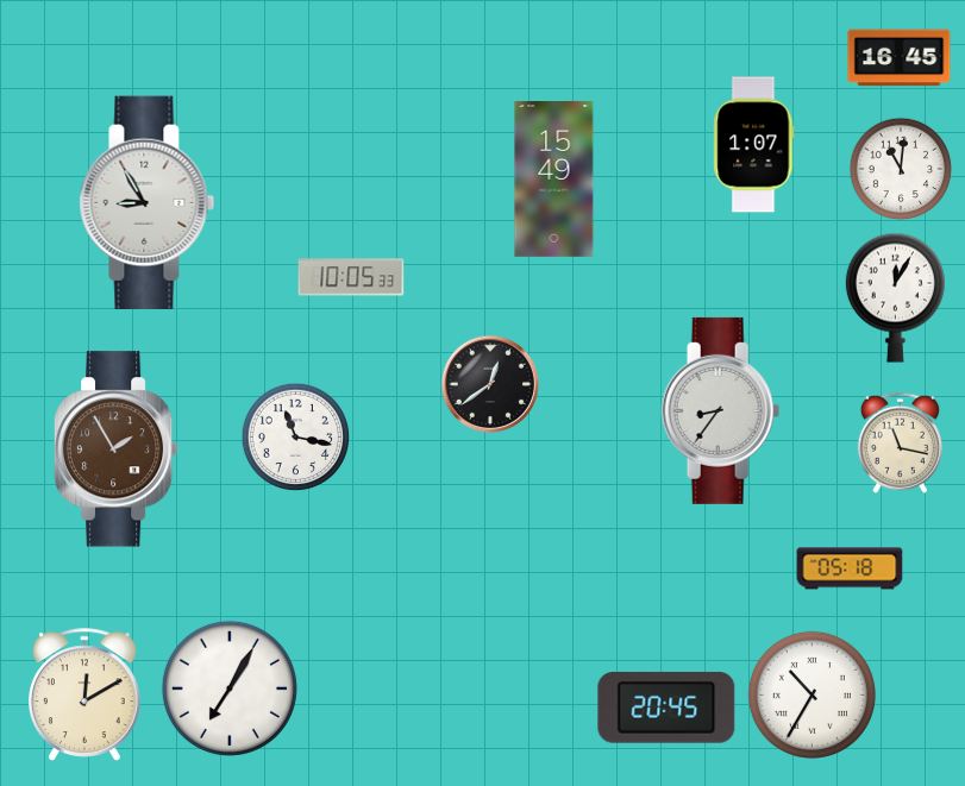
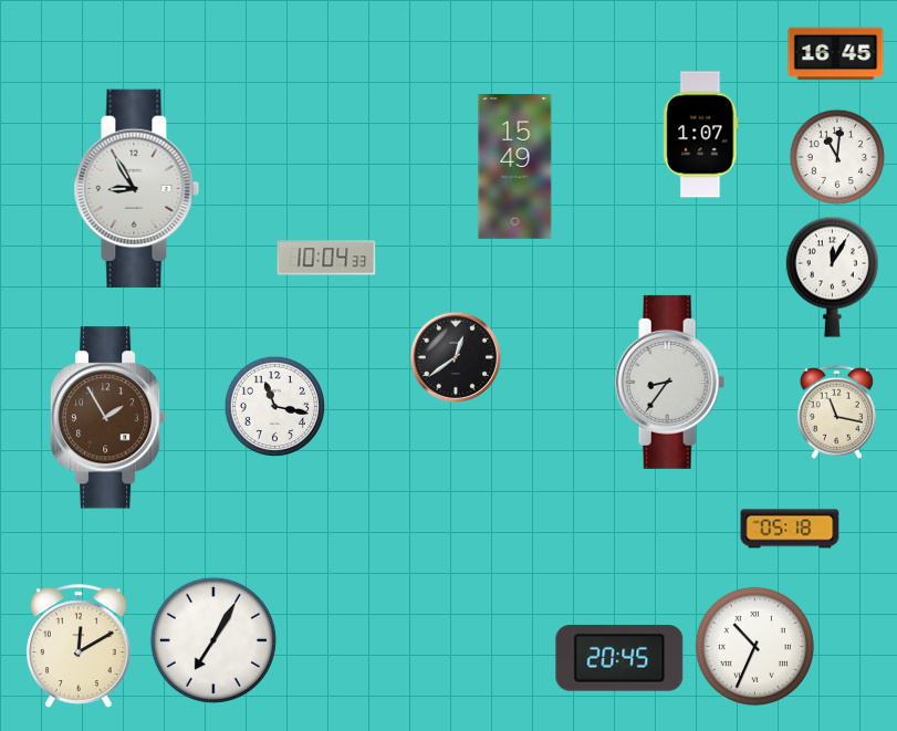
clock at (351, 277): 10:05 -> 10:04
clock at (812, 694): 10:35 -> 10:34
